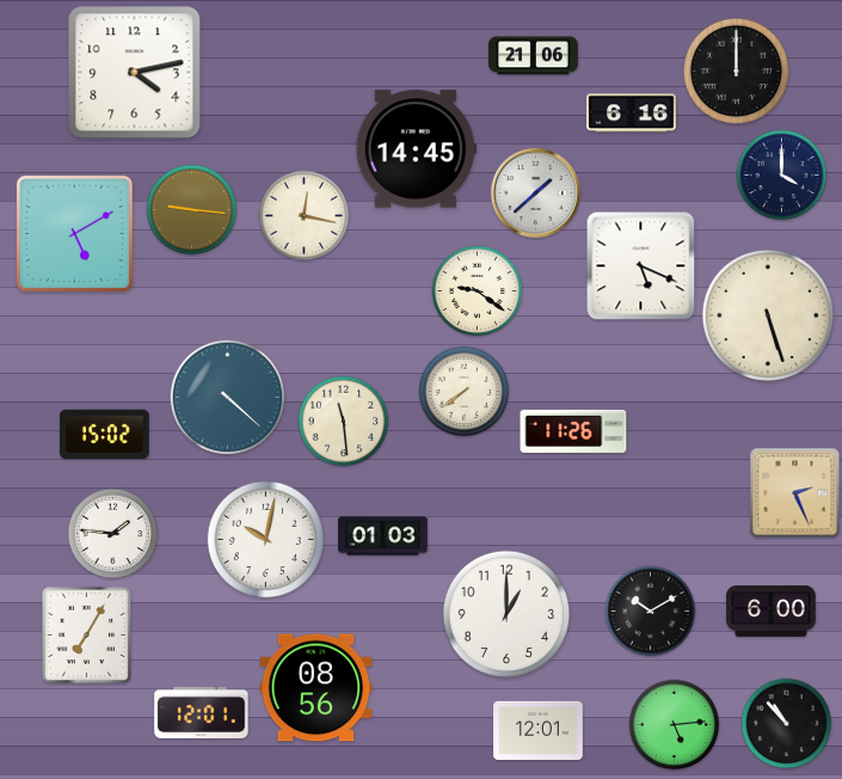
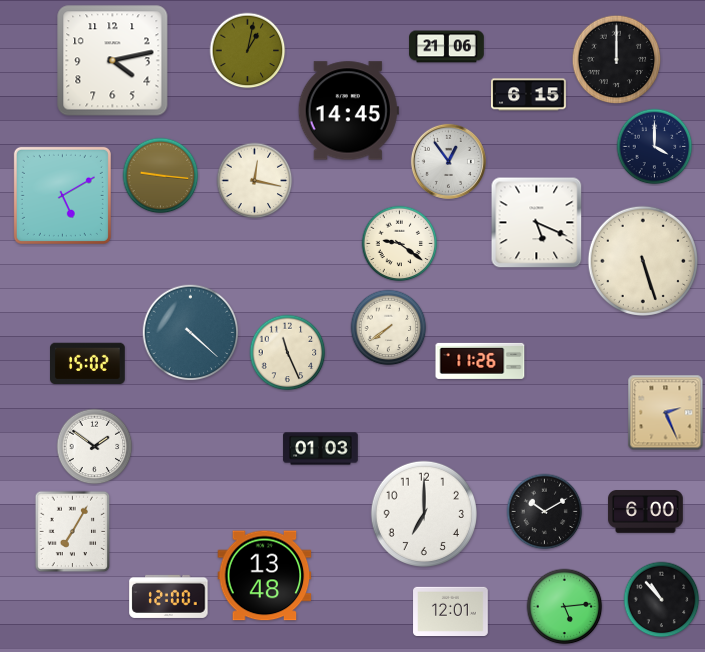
clock at (248, 51): none -> 1:02
clock at (632, 114): 6:16 -> 6:15
clock at (416, 149) position: (416, 149) -> (348, 111)
clock at (535, 192): 1:38 -> 12:54
clock at (768, 315) position: (768, 315) -> (643, 261)
clock at (344, 422): 11:29 -> 11:26
clock at (113, 534): 1:46 -> 1:51
clock at (266, 540): 10:02 -> none
clock at (505, 613): 1:00 -> 7:00
clock at (316, 688): 08:56 -> 13:48
clock at (202, 712): 12:01 -> 12:00
clock at (787, 724) position: (787, 724) -> (662, 600)
